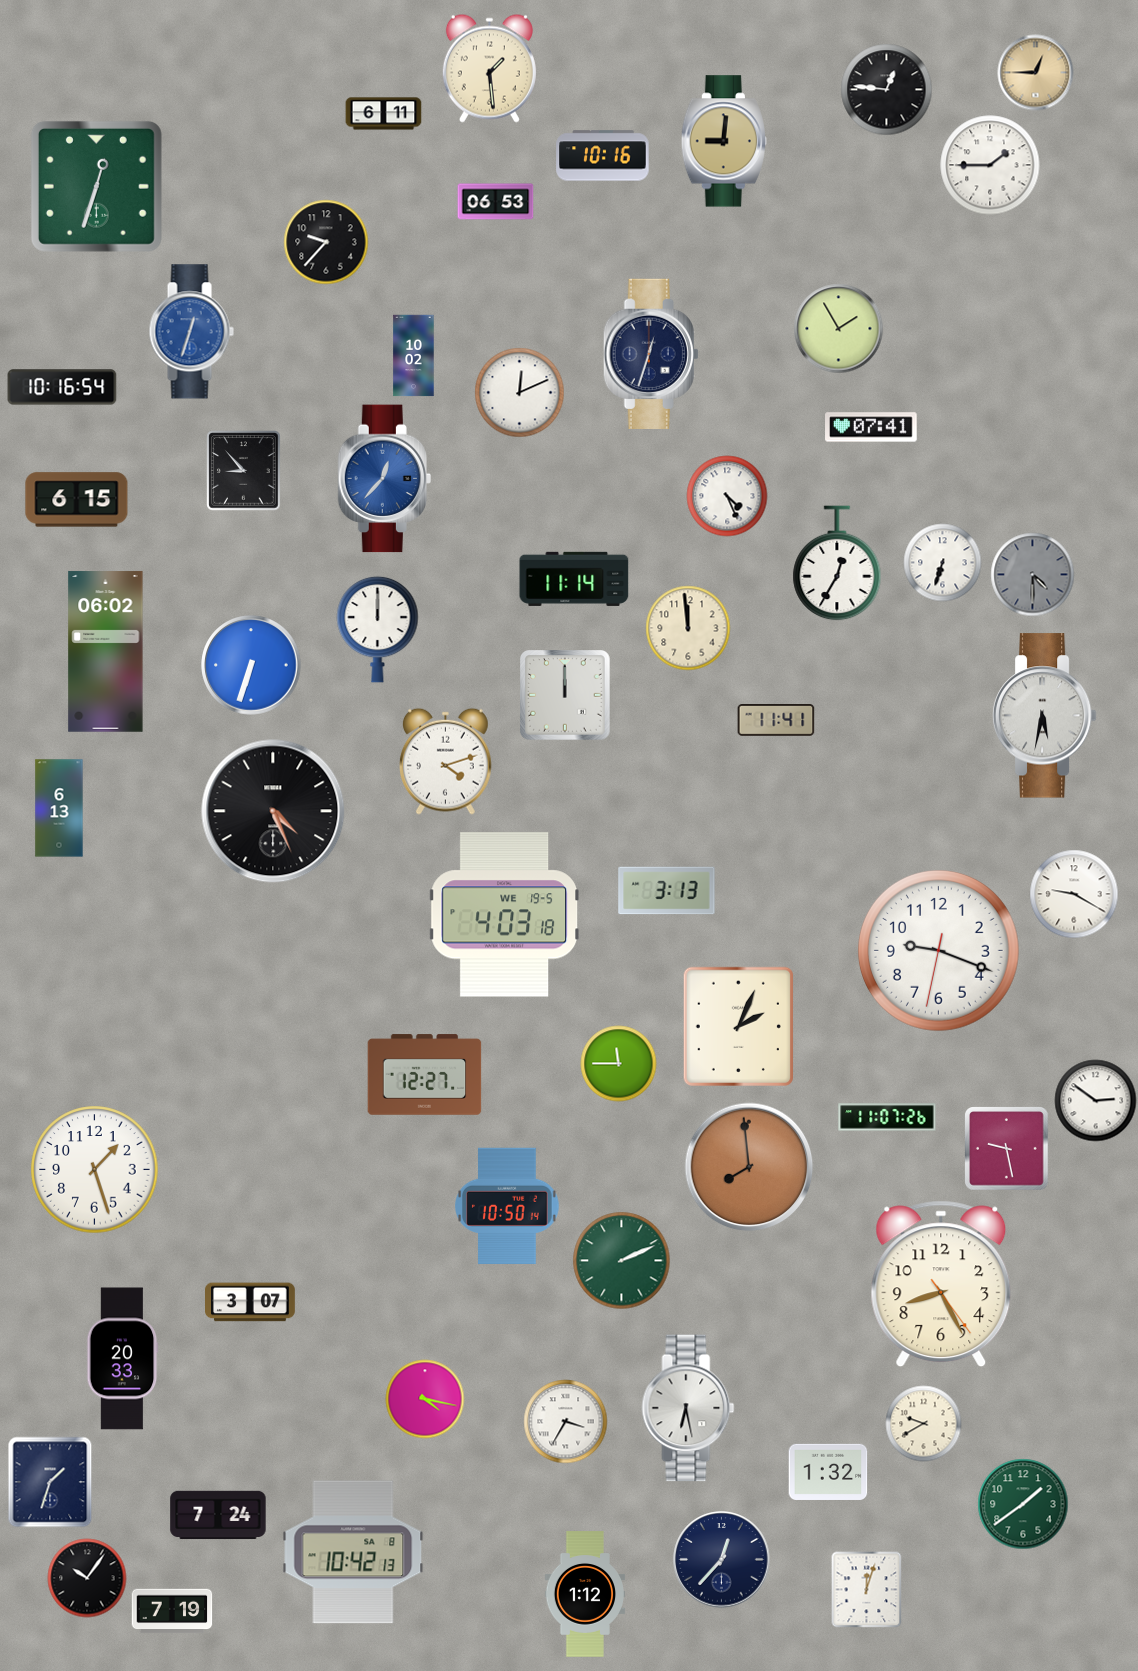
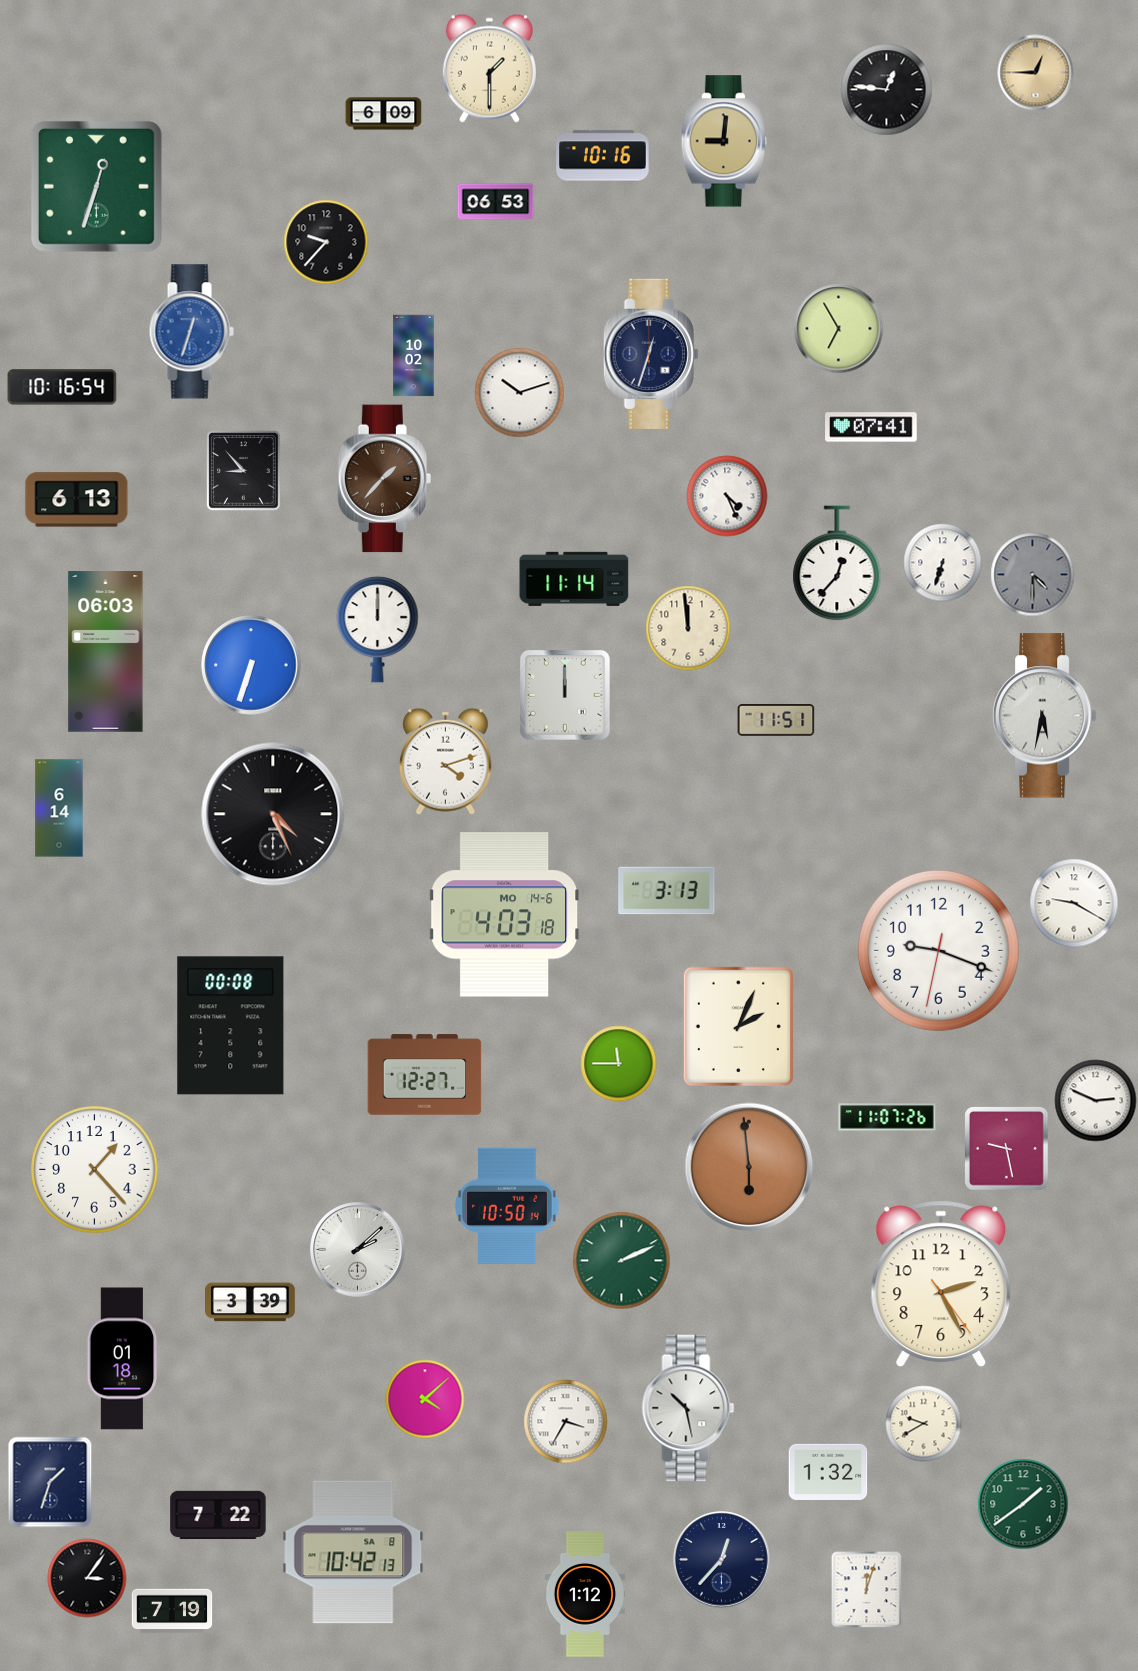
clock at (489, 68): 1:29 -> 1:30
clock at (384, 114): 6:11 -> 6:09
clock at (990, 165): 1:45 -> none
clock at (839, 329): 1:55 -> 6:55
clock at (520, 393): 12:11 -> 10:12
clock at (384, 479): 12:37 -> 1:37
clock at (384, 479) dial: blue -> brown
clock at (77, 500): 6:15 -> 6:13
clock at (837, 563): 12:35 -> 12:37
clock at (106, 652): 06:02 -> 06:03
clock at (776, 721): 11:41 -> 11:51
clock at (59, 808): 6:13 -> 6:14
clock at (273, 811) position: (273, 811) -> (273, 814)
clock at (1074, 894) position: (1074, 894) -> (1074, 903)
clock at (504, 915) date: WE 19-5 -> MO 14-6
clock at (231, 1026): none -> 00:08
clock at (1096, 1101): 2:51 -> 2:49
clock at (749, 1167): 7:59 -> 5:59
clock at (95, 1170): 1:27 -> 1:23
clock at (358, 1250): none -> 2:08
clock at (941, 1284): 8:25 -> 2:25
clock at (251, 1302): 3:07 -> 3:39
clock at (123, 1359): 20:33 -> 01:18
clock at (425, 1399): 4:17 -> 4:08
clock at (688, 1408): 6:28 -> 10:28
clock at (218, 1515): 7:24 -> 7:22
clock at (87, 1578): 10:06 -> 3:06
